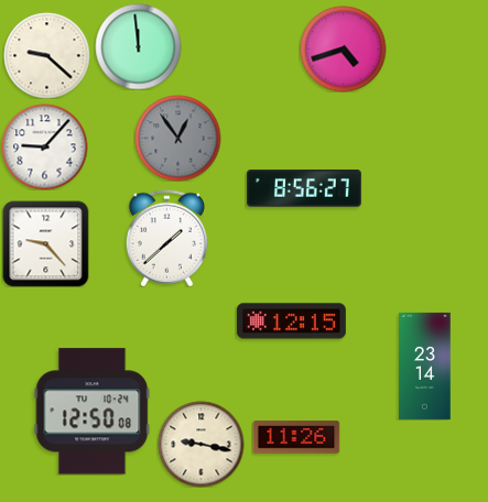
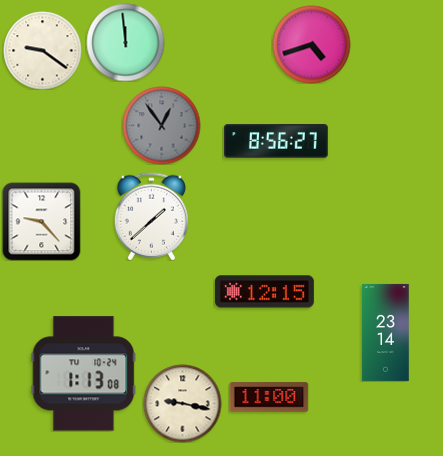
clock at (46, 55): 9:22 -> 9:21
clock at (44, 146): 9:07 -> none
clock at (304, 188) position: (304, 188) -> (276, 141)
clock at (93, 412): 12:50 -> 1:13
clock at (296, 437): 11:26 -> 11:00
